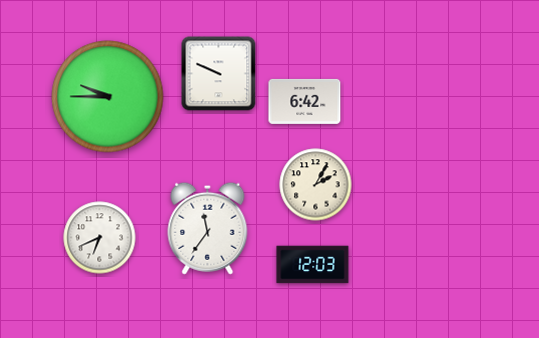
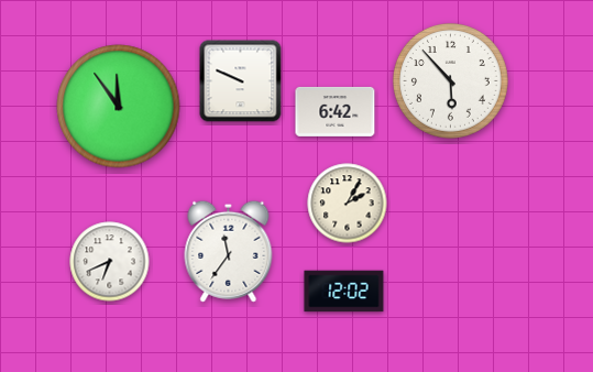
clock at (450, 80): none -> 5:53
clock at (108, 97): 9:45 -> 11:54
clock at (313, 265): 12:03 -> 12:02
